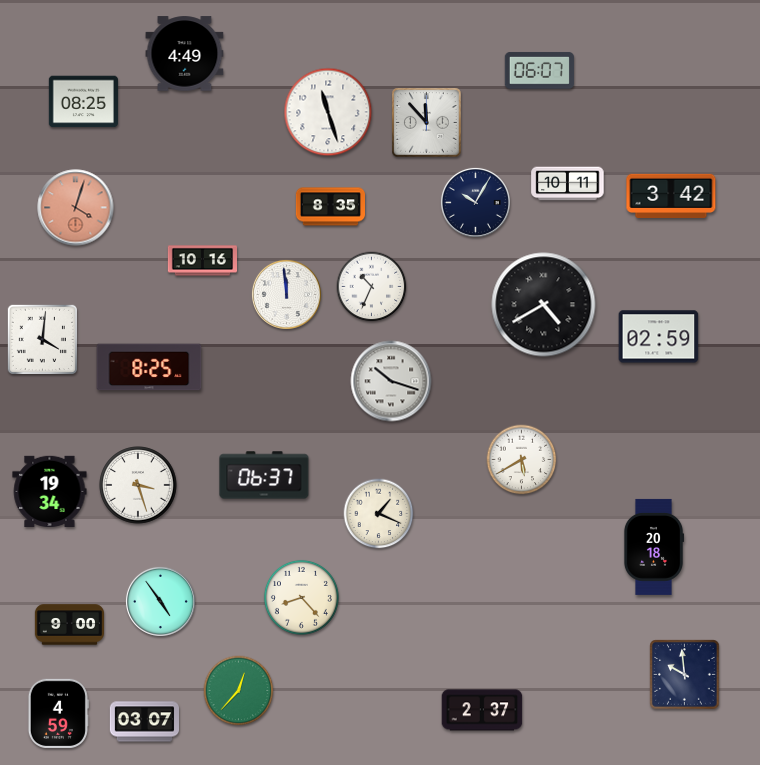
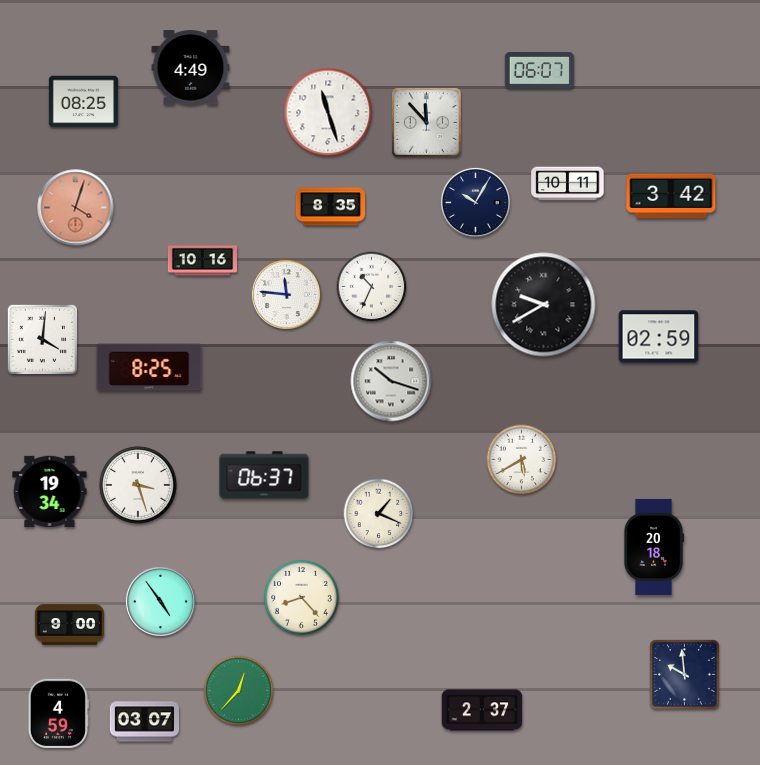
clock at (185, 54) position: (185, 54) -> (191, 68)
clock at (286, 294): 11:59 -> 11:46
clock at (544, 305): 4:40 -> 9:40
